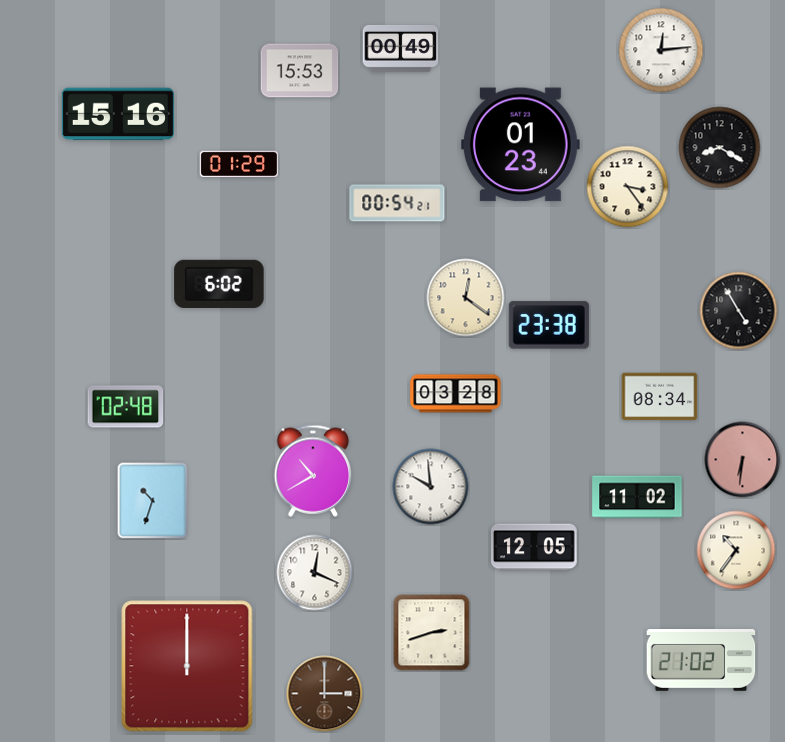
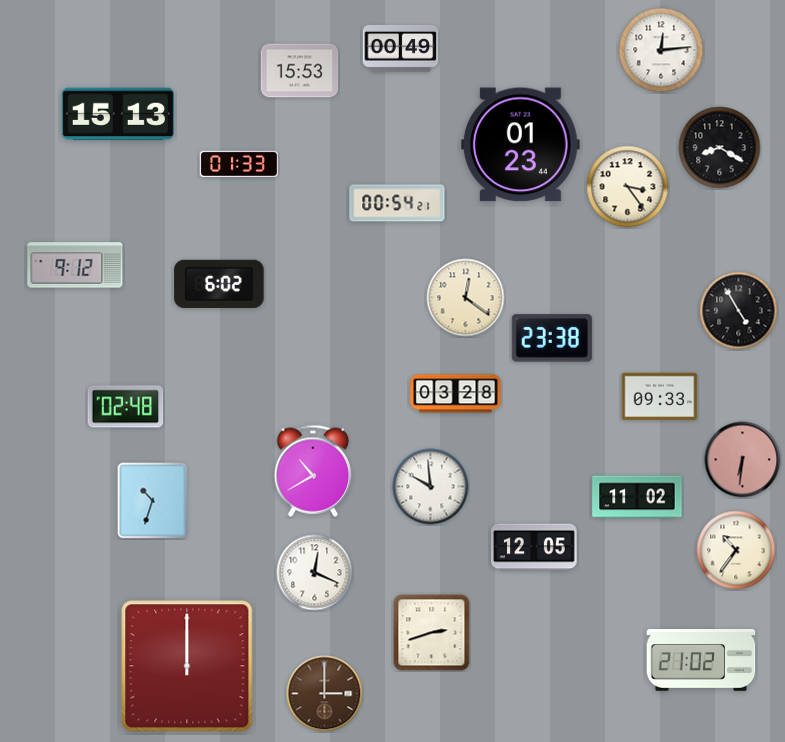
clock at (118, 114): 15:16 -> 15:13
clock at (239, 164): 01:29 -> 01:33
clock at (75, 265): none -> 9:12
clock at (549, 325) position: (549, 325) -> (552, 338)
clock at (660, 397): 08:34 -> 09:33
